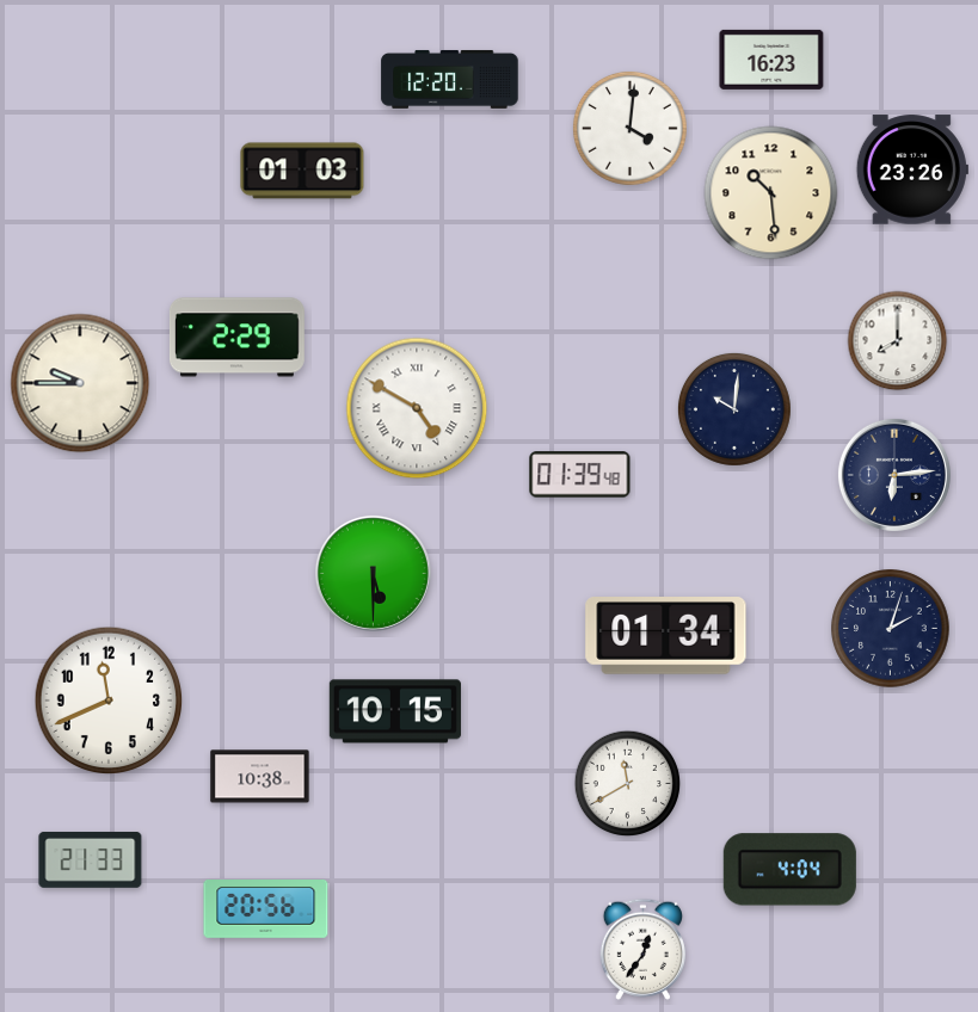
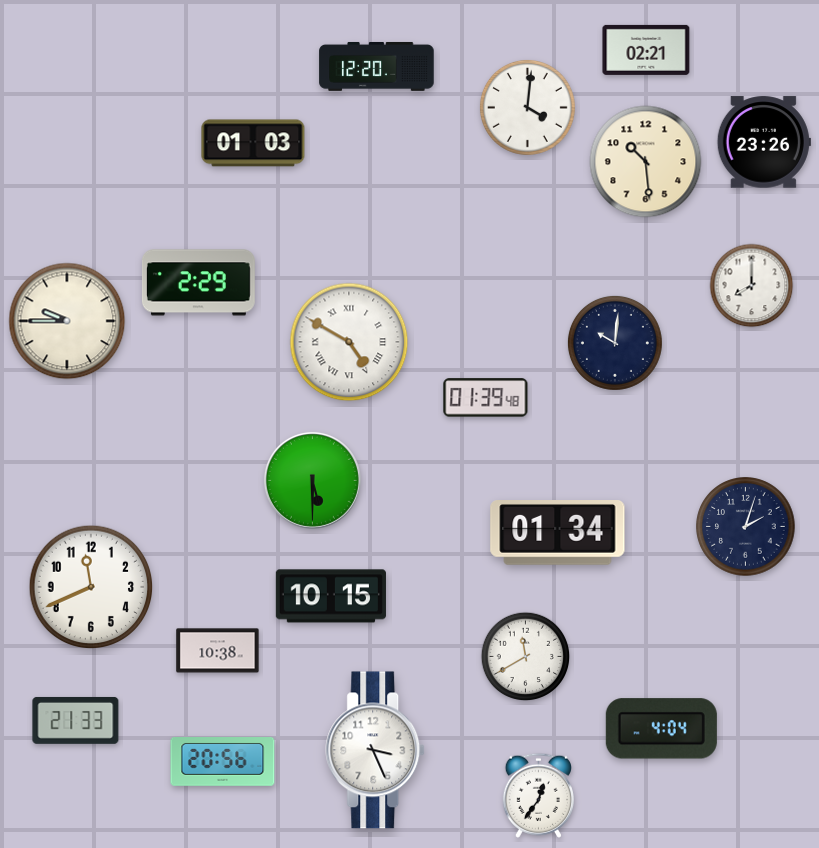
clock at (771, 60): 16:23 -> 02:21
clock at (894, 475): 6:14 -> none
clock at (376, 750): none -> 3:26
